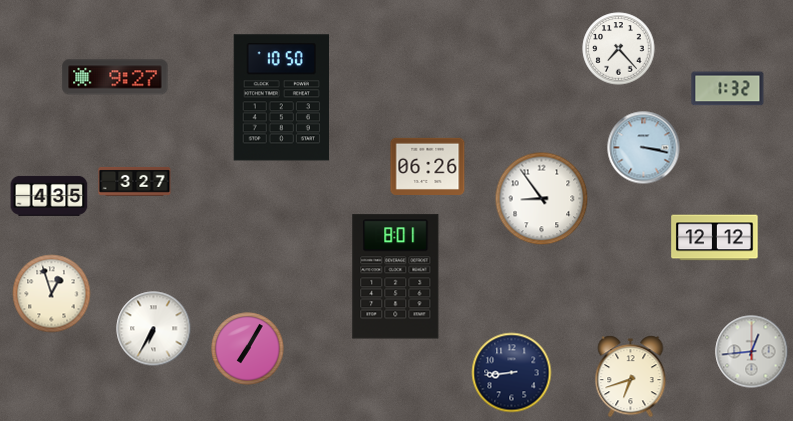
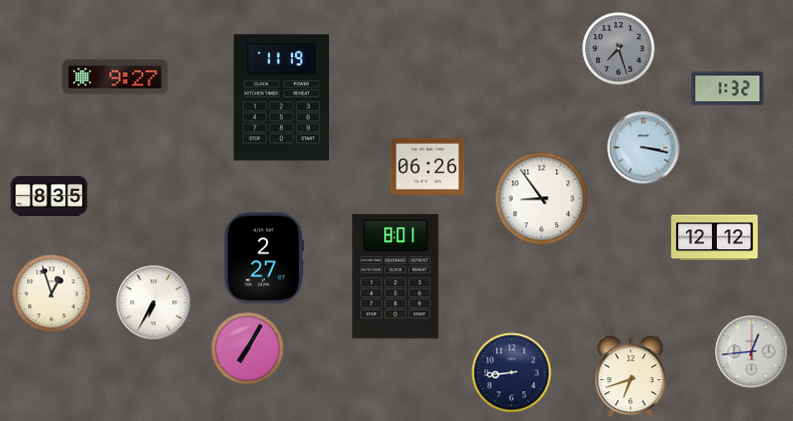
clock at (619, 49): 7:23 -> 7:27
clock at (619, 49) dial: white -> grey
clock at (281, 98): 10:50 -> 11:19
clock at (135, 181): 3:27 -> none
clock at (49, 196): 4:35 -> 8:35
clock at (263, 258): none -> 2:27
clock at (154, 329) position: (154, 329) -> (154, 303)
